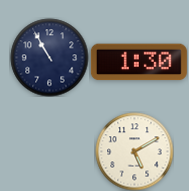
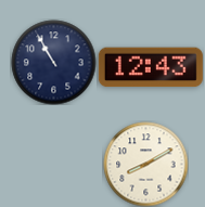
clock at (139, 62): 1:30 -> 12:43
clock at (134, 151): 5:10 -> 8:10
